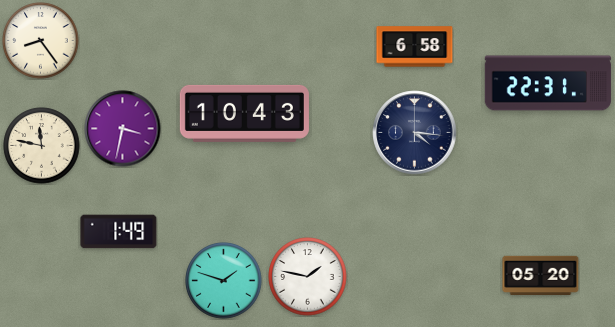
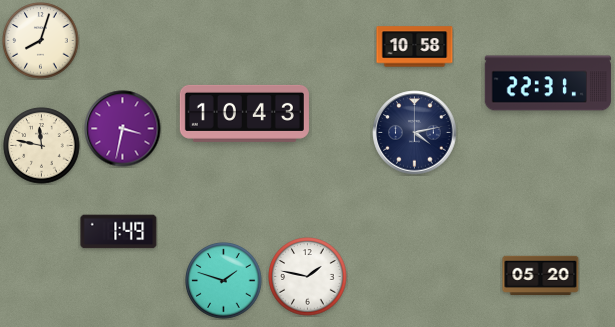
clock at (41, 41): 8:24 -> 8:03
clock at (415, 47): 6:58 -> 10:58
clock at (415, 133): 4:16 -> 4:13
